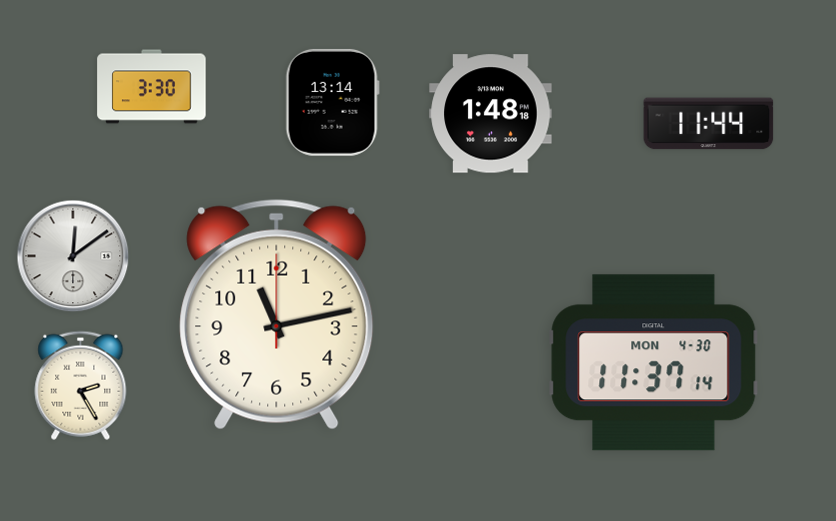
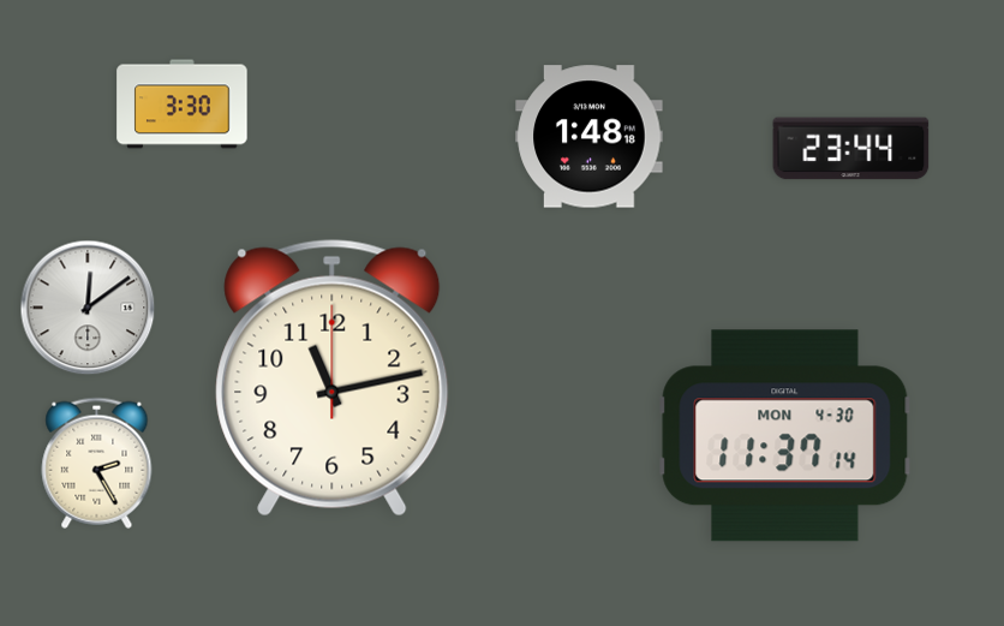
clock at (332, 102): 13:14 -> none
clock at (709, 124): 11:44 -> 23:44
